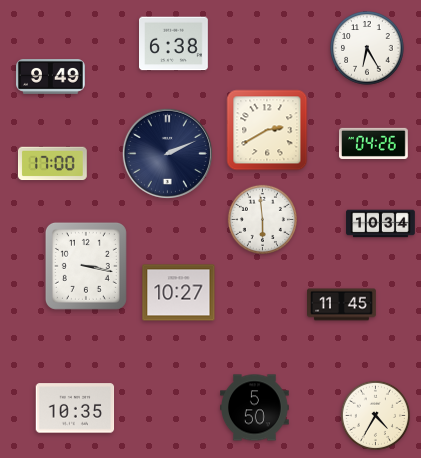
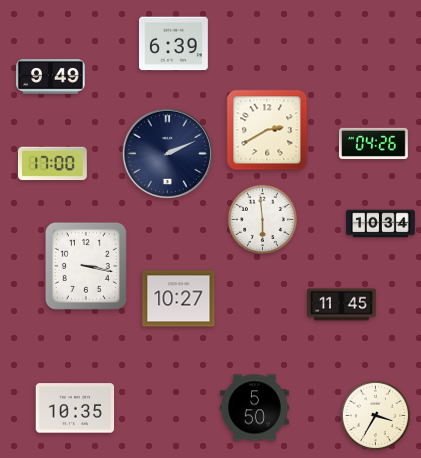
clock at (174, 44): 6:38 -> 6:39
clock at (367, 48): 6:25 -> none
clock at (179, 293) position: (179, 293) -> (179, 299)
clock at (375, 415): 4:35 -> 3:35
